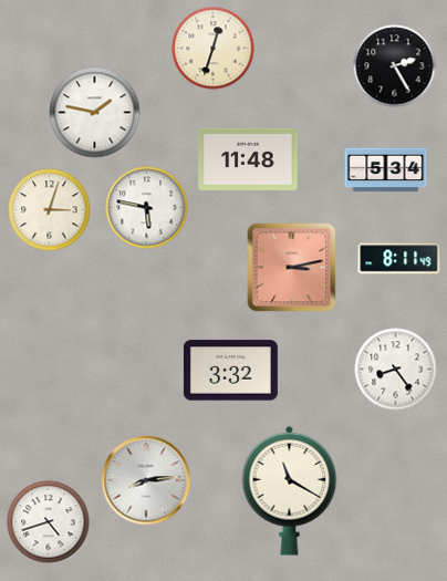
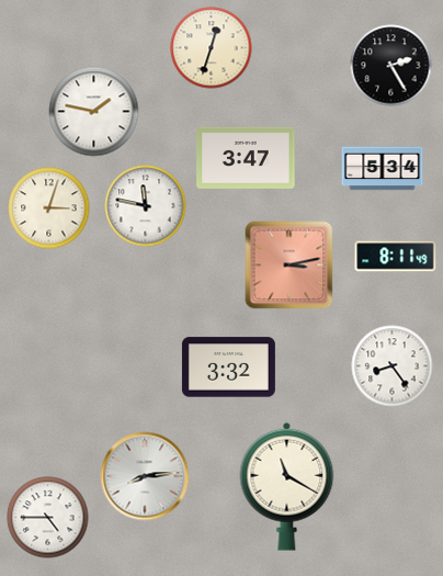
clock at (248, 159): 11:48 -> 3:47
clock at (147, 208): 5:47 -> 11:47
clock at (49, 522): 4:42 -> 4:45
